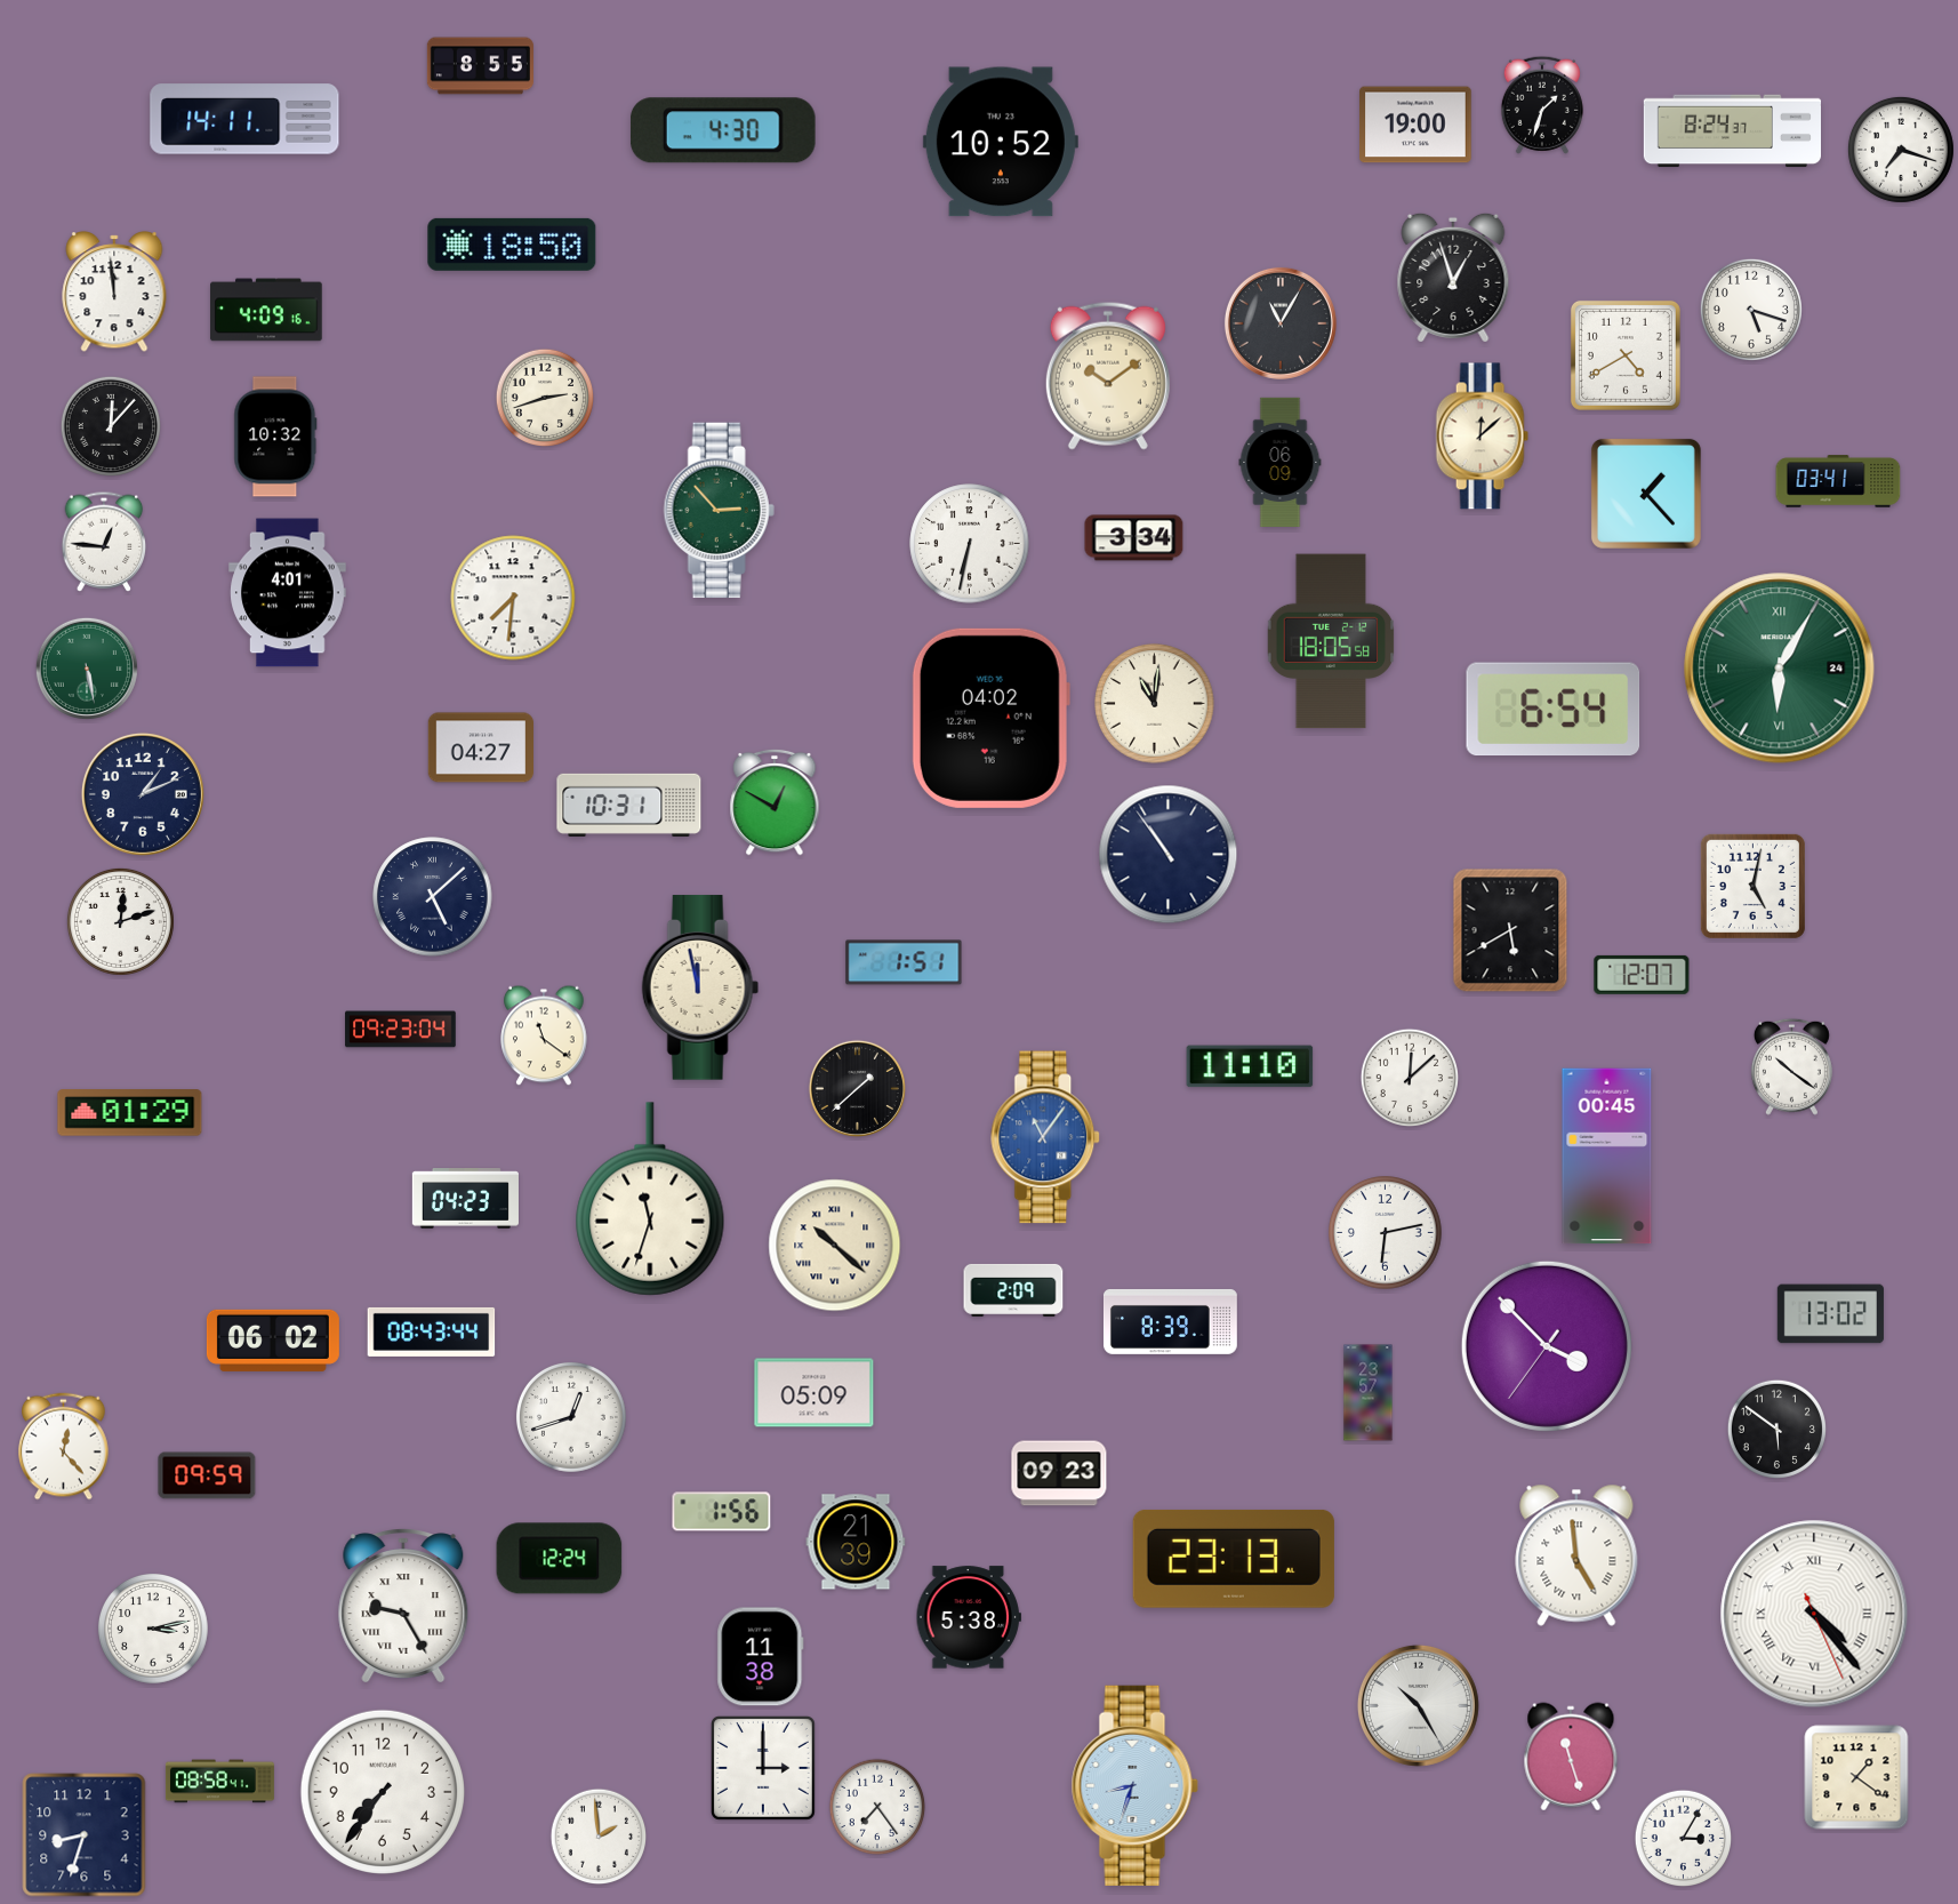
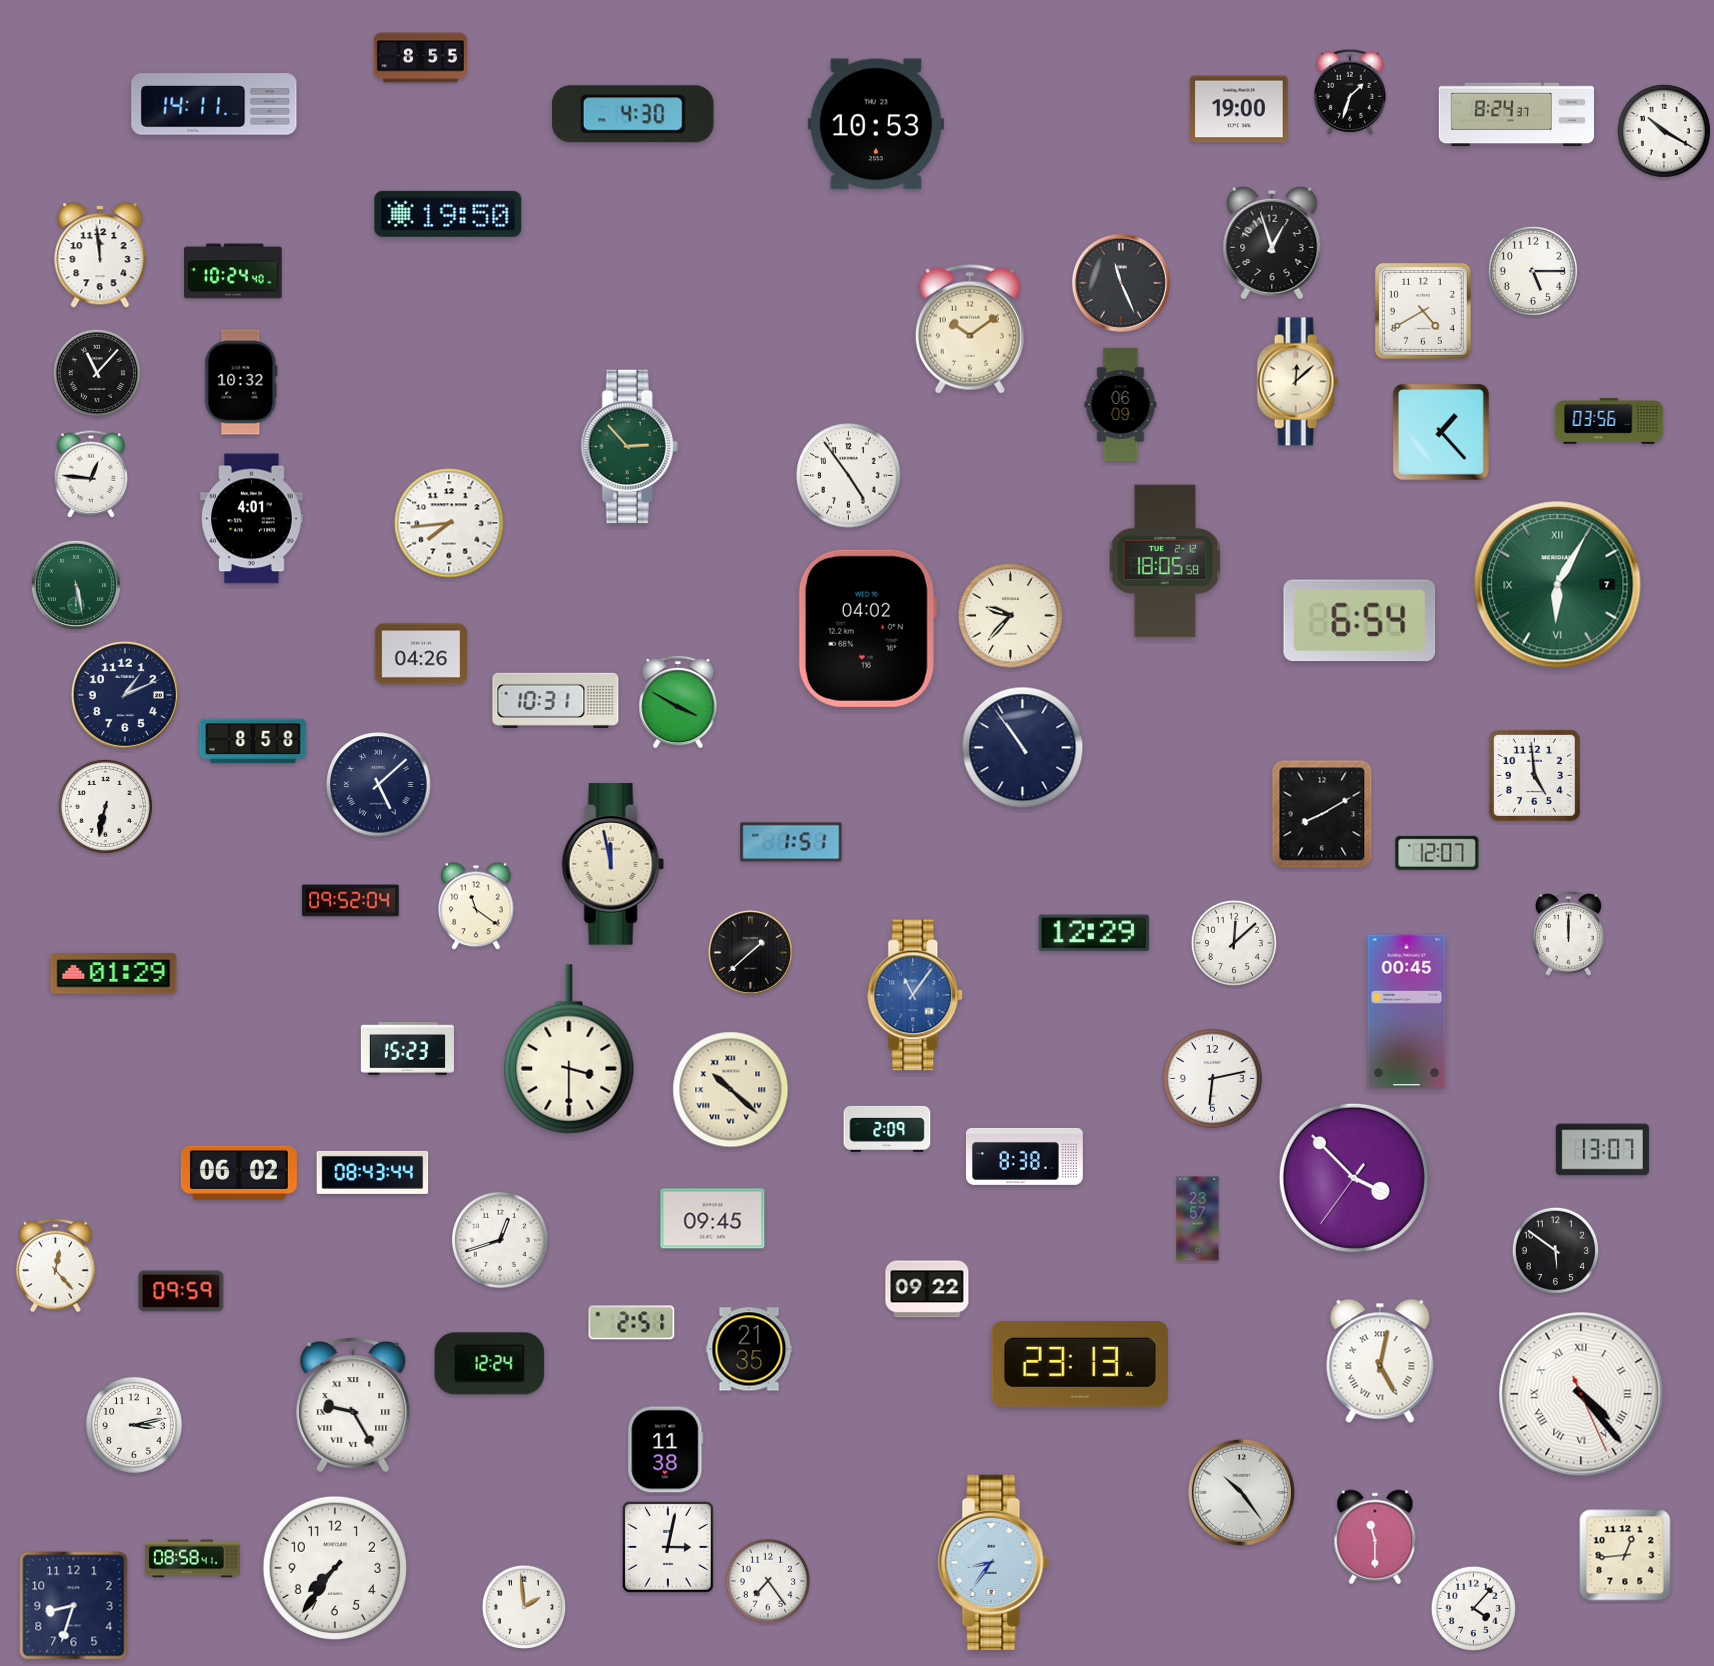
clock at (1001, 142): 10:52 -> 10:53
clock at (1901, 150): 7:18 -> 10:20
clock at (512, 245): 18:50 -> 19:50
clock at (266, 310): 4:09 -> 10:24
clock at (1751, 310): 5:18 -> 5:15
clock at (1281, 323): 11:05 -> 11:26
clock at (544, 397): 2:42 -> none
clock at (111, 426): 12:07 -> 11:07
clock at (1838, 481): 03:41 -> 03:56
clock at (1134, 538): 3:34 -> none
clock at (970, 544): 6:32 -> 4:54
clock at (513, 598): 7:31 -> 7:44
clock at (1780, 669) date: 24 -> 7
clock at (1155, 704): 11:01 -> 9:37
clock at (480, 747): 04:27 -> 04:26
clock at (775, 802): 12:50 -> 3:50
clock at (629, 805) position: (629, 805) -> (556, 700)
clock at (253, 741): none -> 8:58
clock at (1752, 886): 5:02 -> 4:59
clock at (120, 921): 12:12 -> 6:32
clock at (1510, 930): 5:40 -> 8:10
clock at (401, 1030): 09:23 -> 09:52
clock at (1250, 1066): 11:10 -> 12:29
clock at (1791, 1066): 10:21 -> 12:00
clock at (465, 1199): 04:23 -> 15:23
clock at (650, 1199): 11:33 -> 3:30
clock at (1830, 1314): 13:02 -> 13:07
clock at (1170, 1321): 8:39 -> 8:38
clock at (432, 1331) position: (432, 1331) -> (373, 1172)
clock at (815, 1393): 05:09 -> 09:45
clock at (1059, 1473): 09:23 -> 09:22
clock at (722, 1512): 1:56 -> 2:51
clock at (856, 1542): 21:39 -> 21:35
clock at (1576, 1555): 4:59 -> 5:02
clock at (1814, 1614) position: (1814, 1614) -> (1581, 1394)
clock at (969, 1617): 5:38 -> none
clock at (1418, 1705): 10:25 -> 10:24
clock at (1571, 1757): 11:27 -> 11:30
clock at (763, 1768): 3:00 -> 3:02
clock at (1856, 1777): 1:21 -> 12:44
clock at (1134, 1785): 8:33 -> 8:36
clock at (1684, 1839): 3:05 -> 4:07
